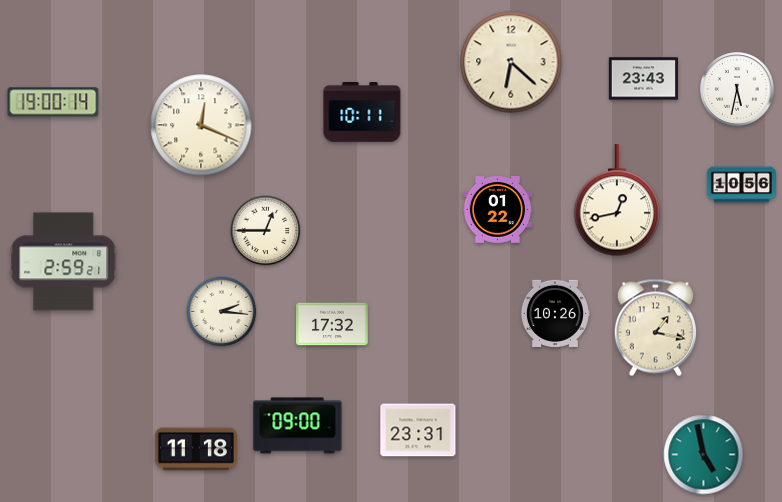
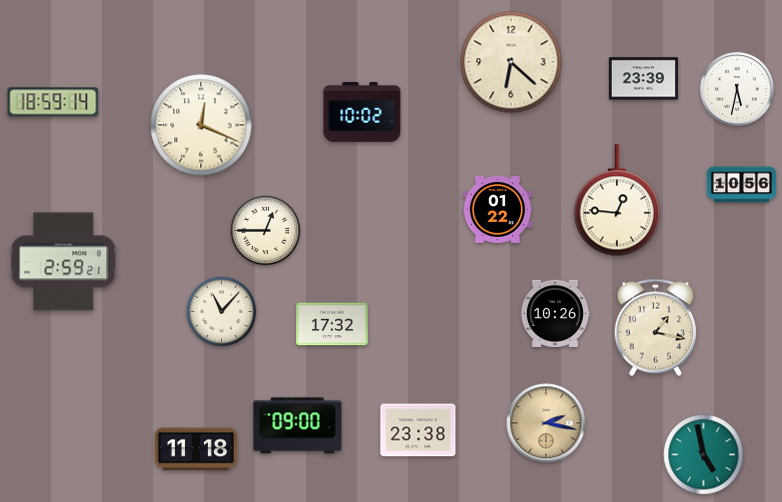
clock at (643, 79): 23:43 -> 23:39
clock at (53, 102): 19:00 -> 18:59
clock at (362, 113): 10:11 -> 10:02
clock at (617, 201): 12:43 -> 12:46
clock at (222, 312): 2:16 -> 11:07
clock at (546, 423): none -> 2:17
clock at (418, 430): 23:31 -> 23:38
